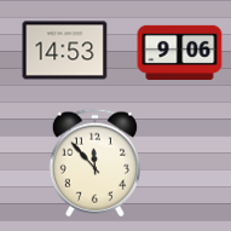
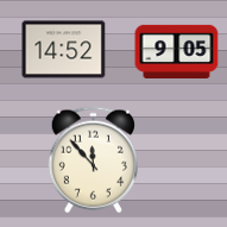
clock at (65, 51): 14:53 -> 14:52
clock at (180, 52): 9:06 -> 9:05
